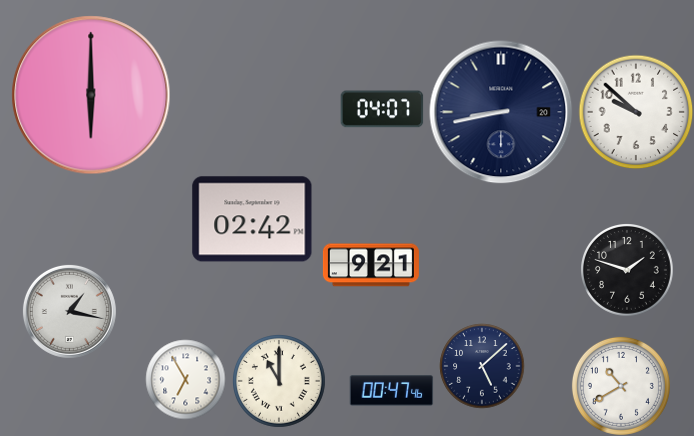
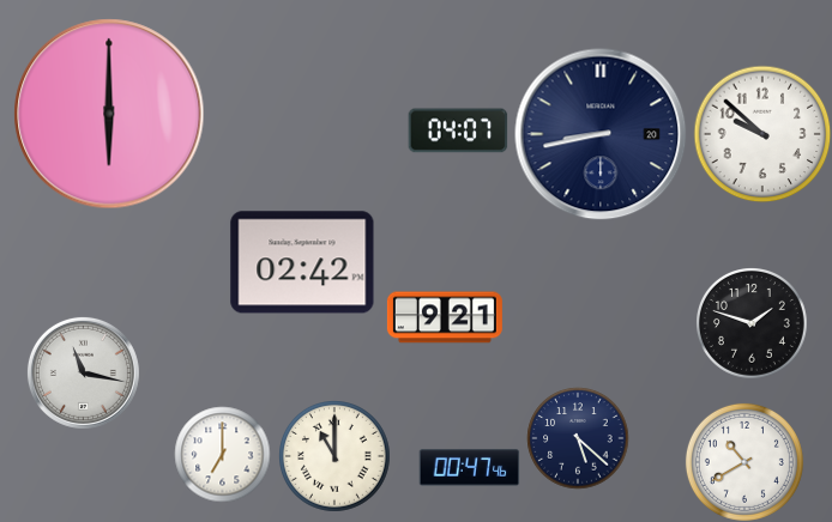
clock at (69, 311): 1:17 -> 11:17
clock at (482, 366): 5:08 -> 5:22
clock at (185, 379): 6:55 -> 7:00
